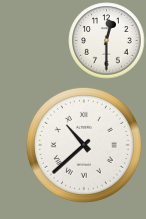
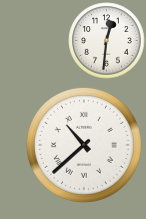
clock at (107, 41): 12:30 -> 12:31
